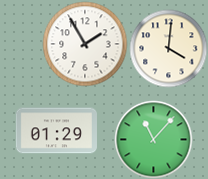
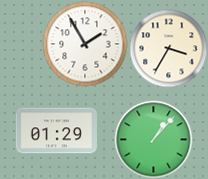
clock at (168, 48): 4:01 -> 3:35
clock at (153, 139): 11:07 -> 1:07
